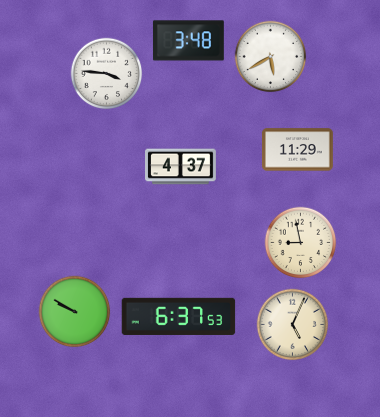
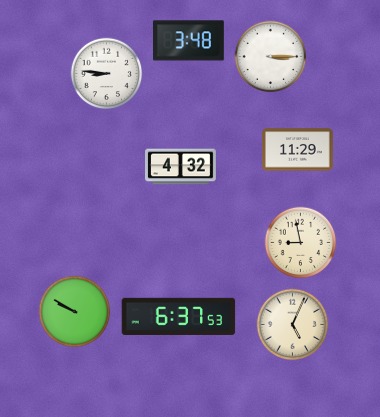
clock at (271, 57): 5:40 -> 3:15
clock at (107, 74): 3:46 -> 8:46
clock at (181, 167): 4:37 -> 4:32
